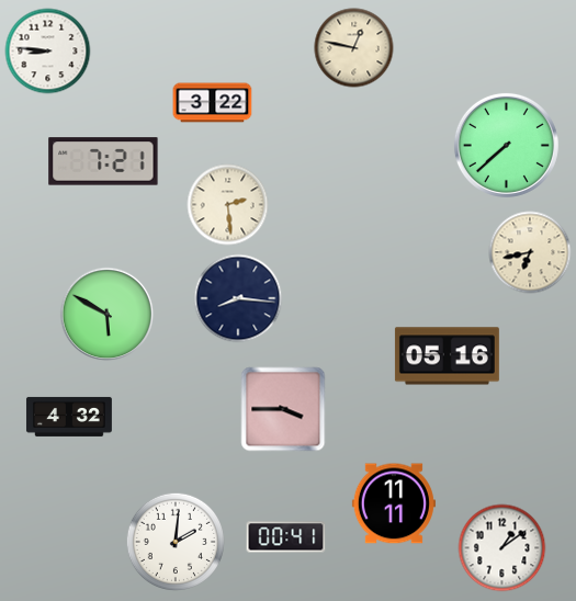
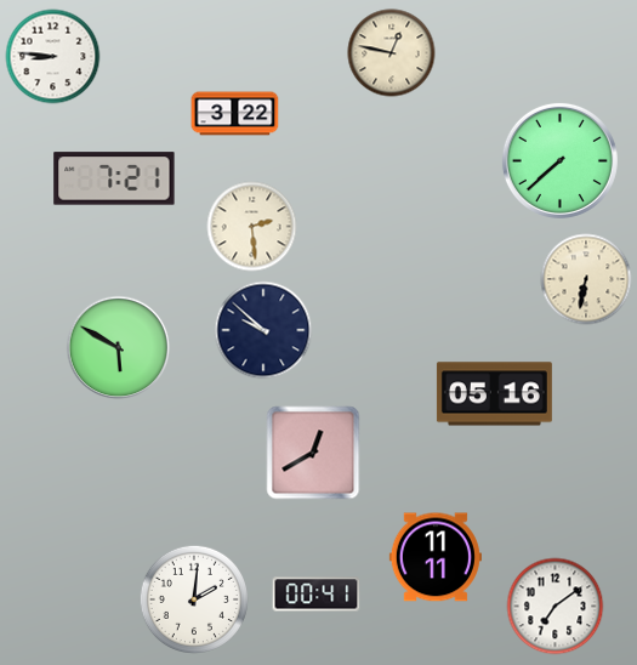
clock at (530, 252): 6:43 -> 6:32
clock at (238, 298): 8:16 -> 9:52
clock at (283, 409): 3:45 -> 12:40
clock at (69, 417): 4:32 -> none
clock at (502, 548): 1:09 -> 7:09
